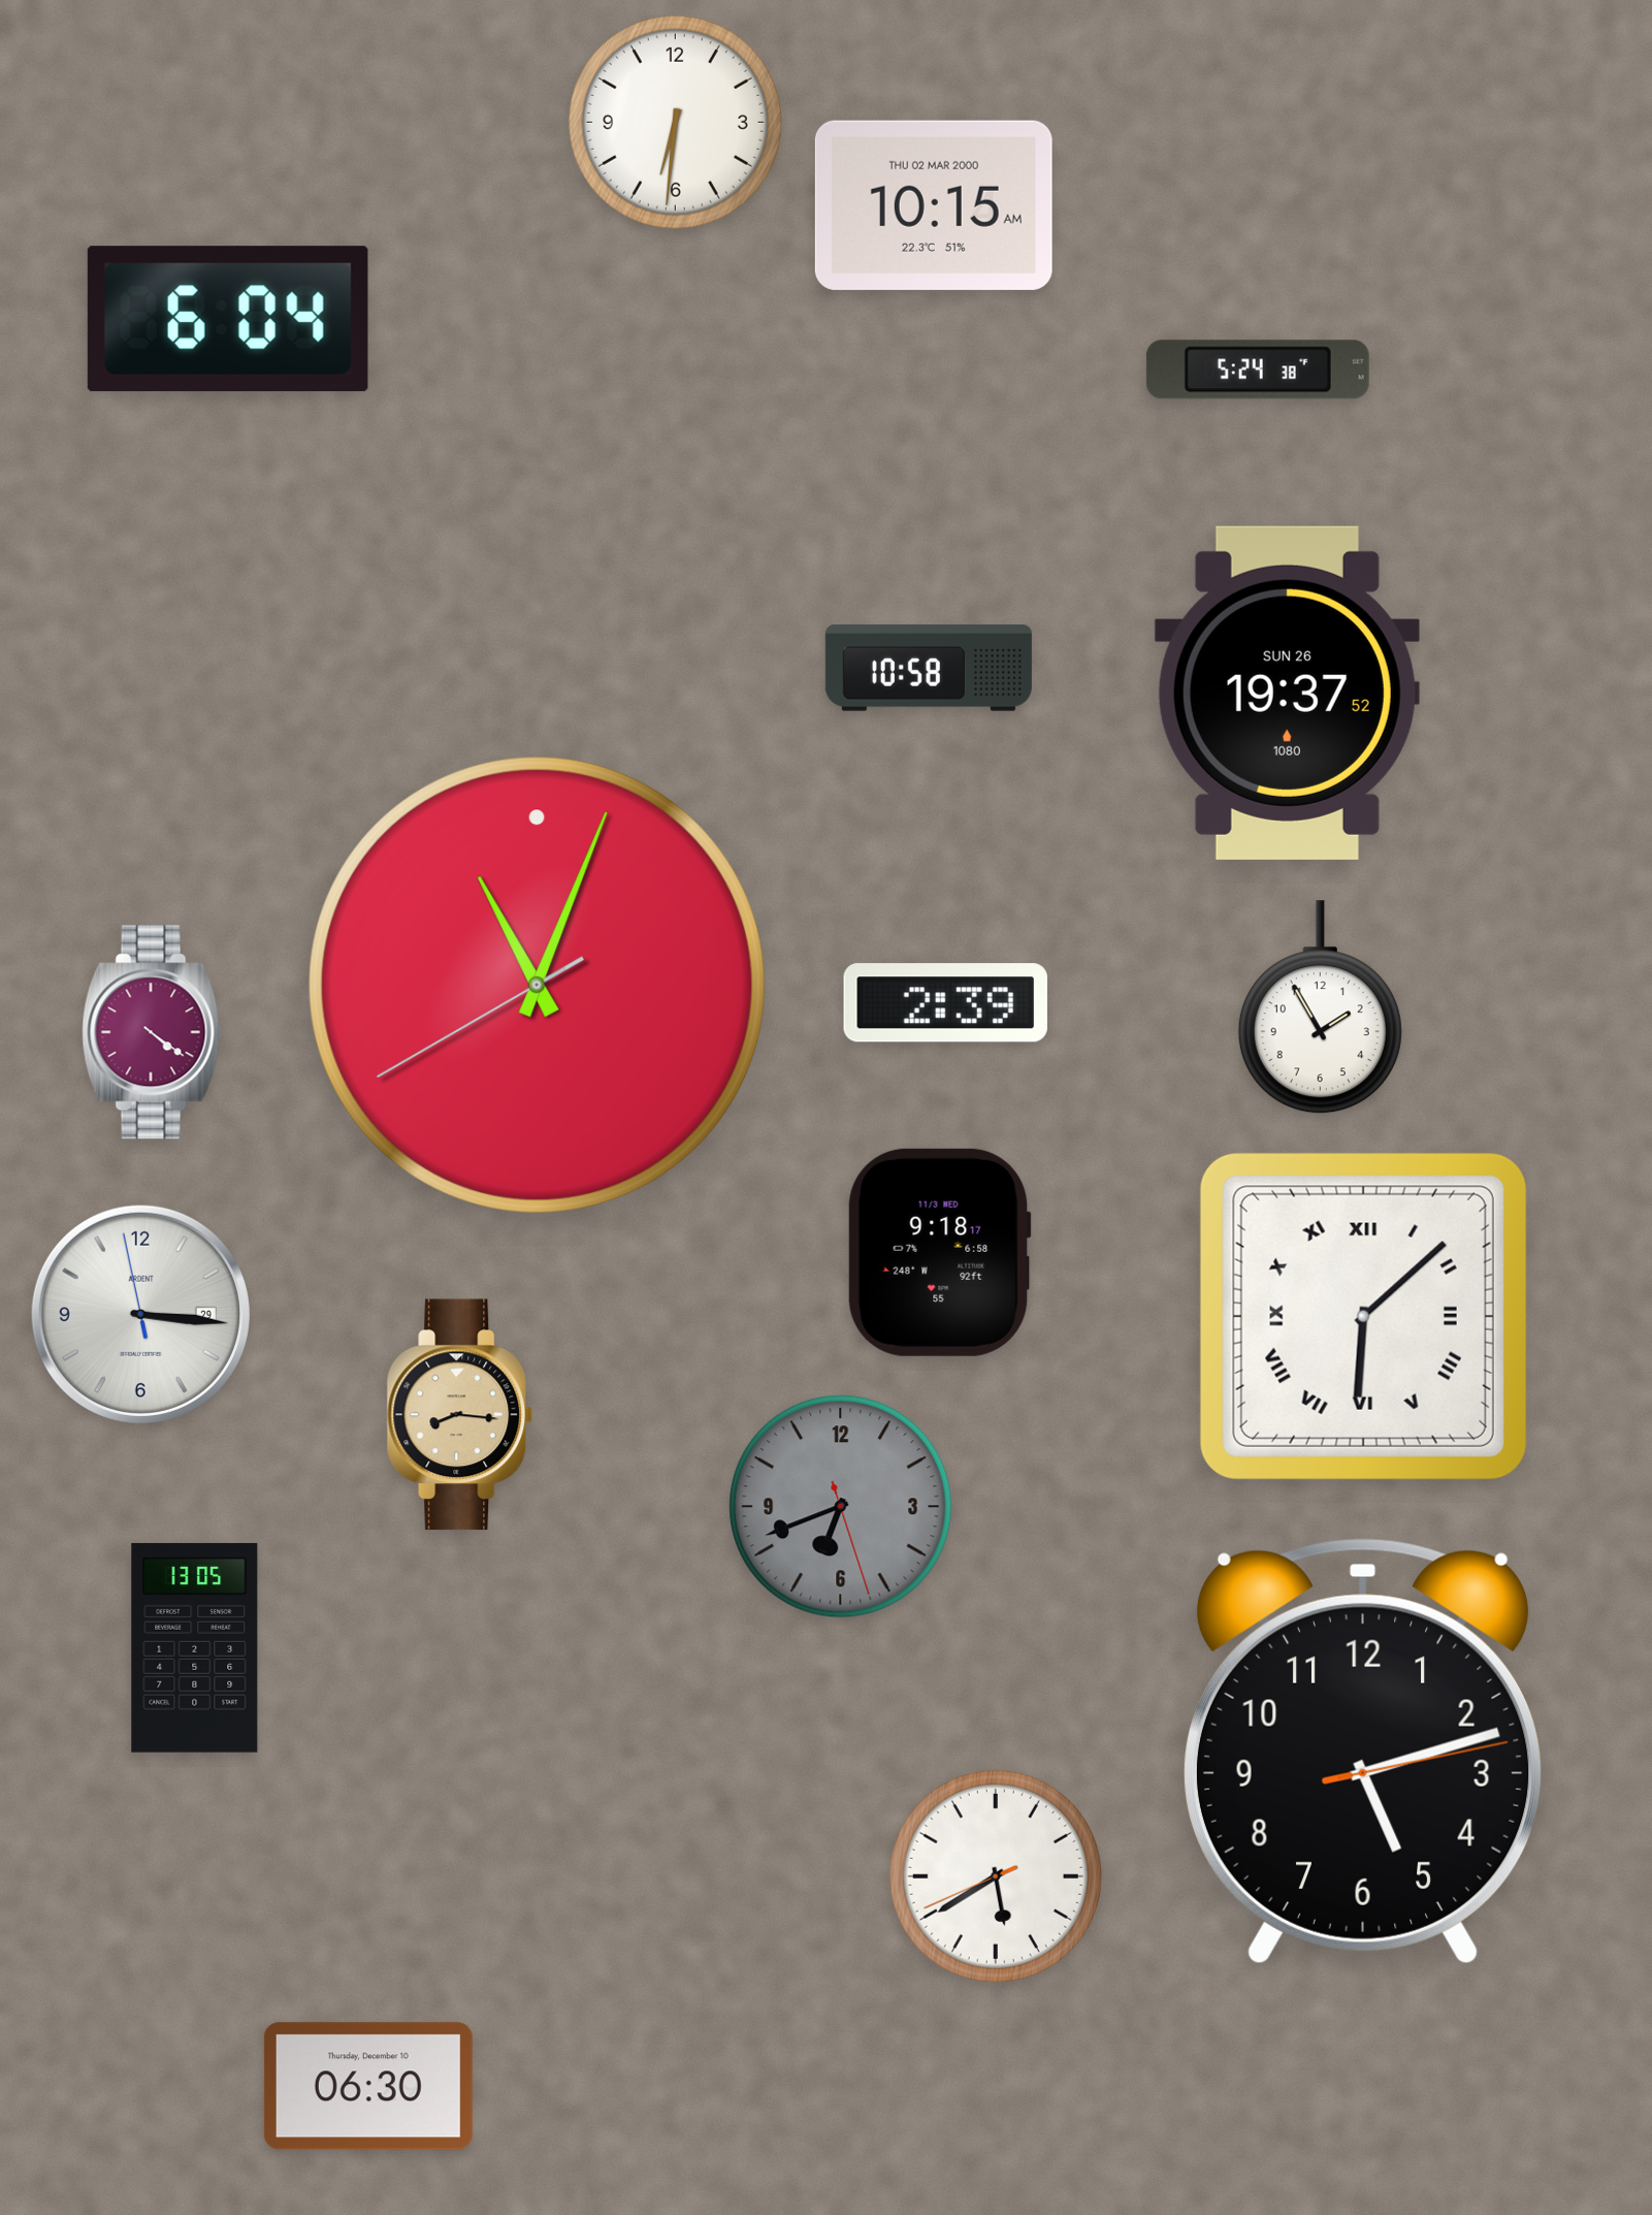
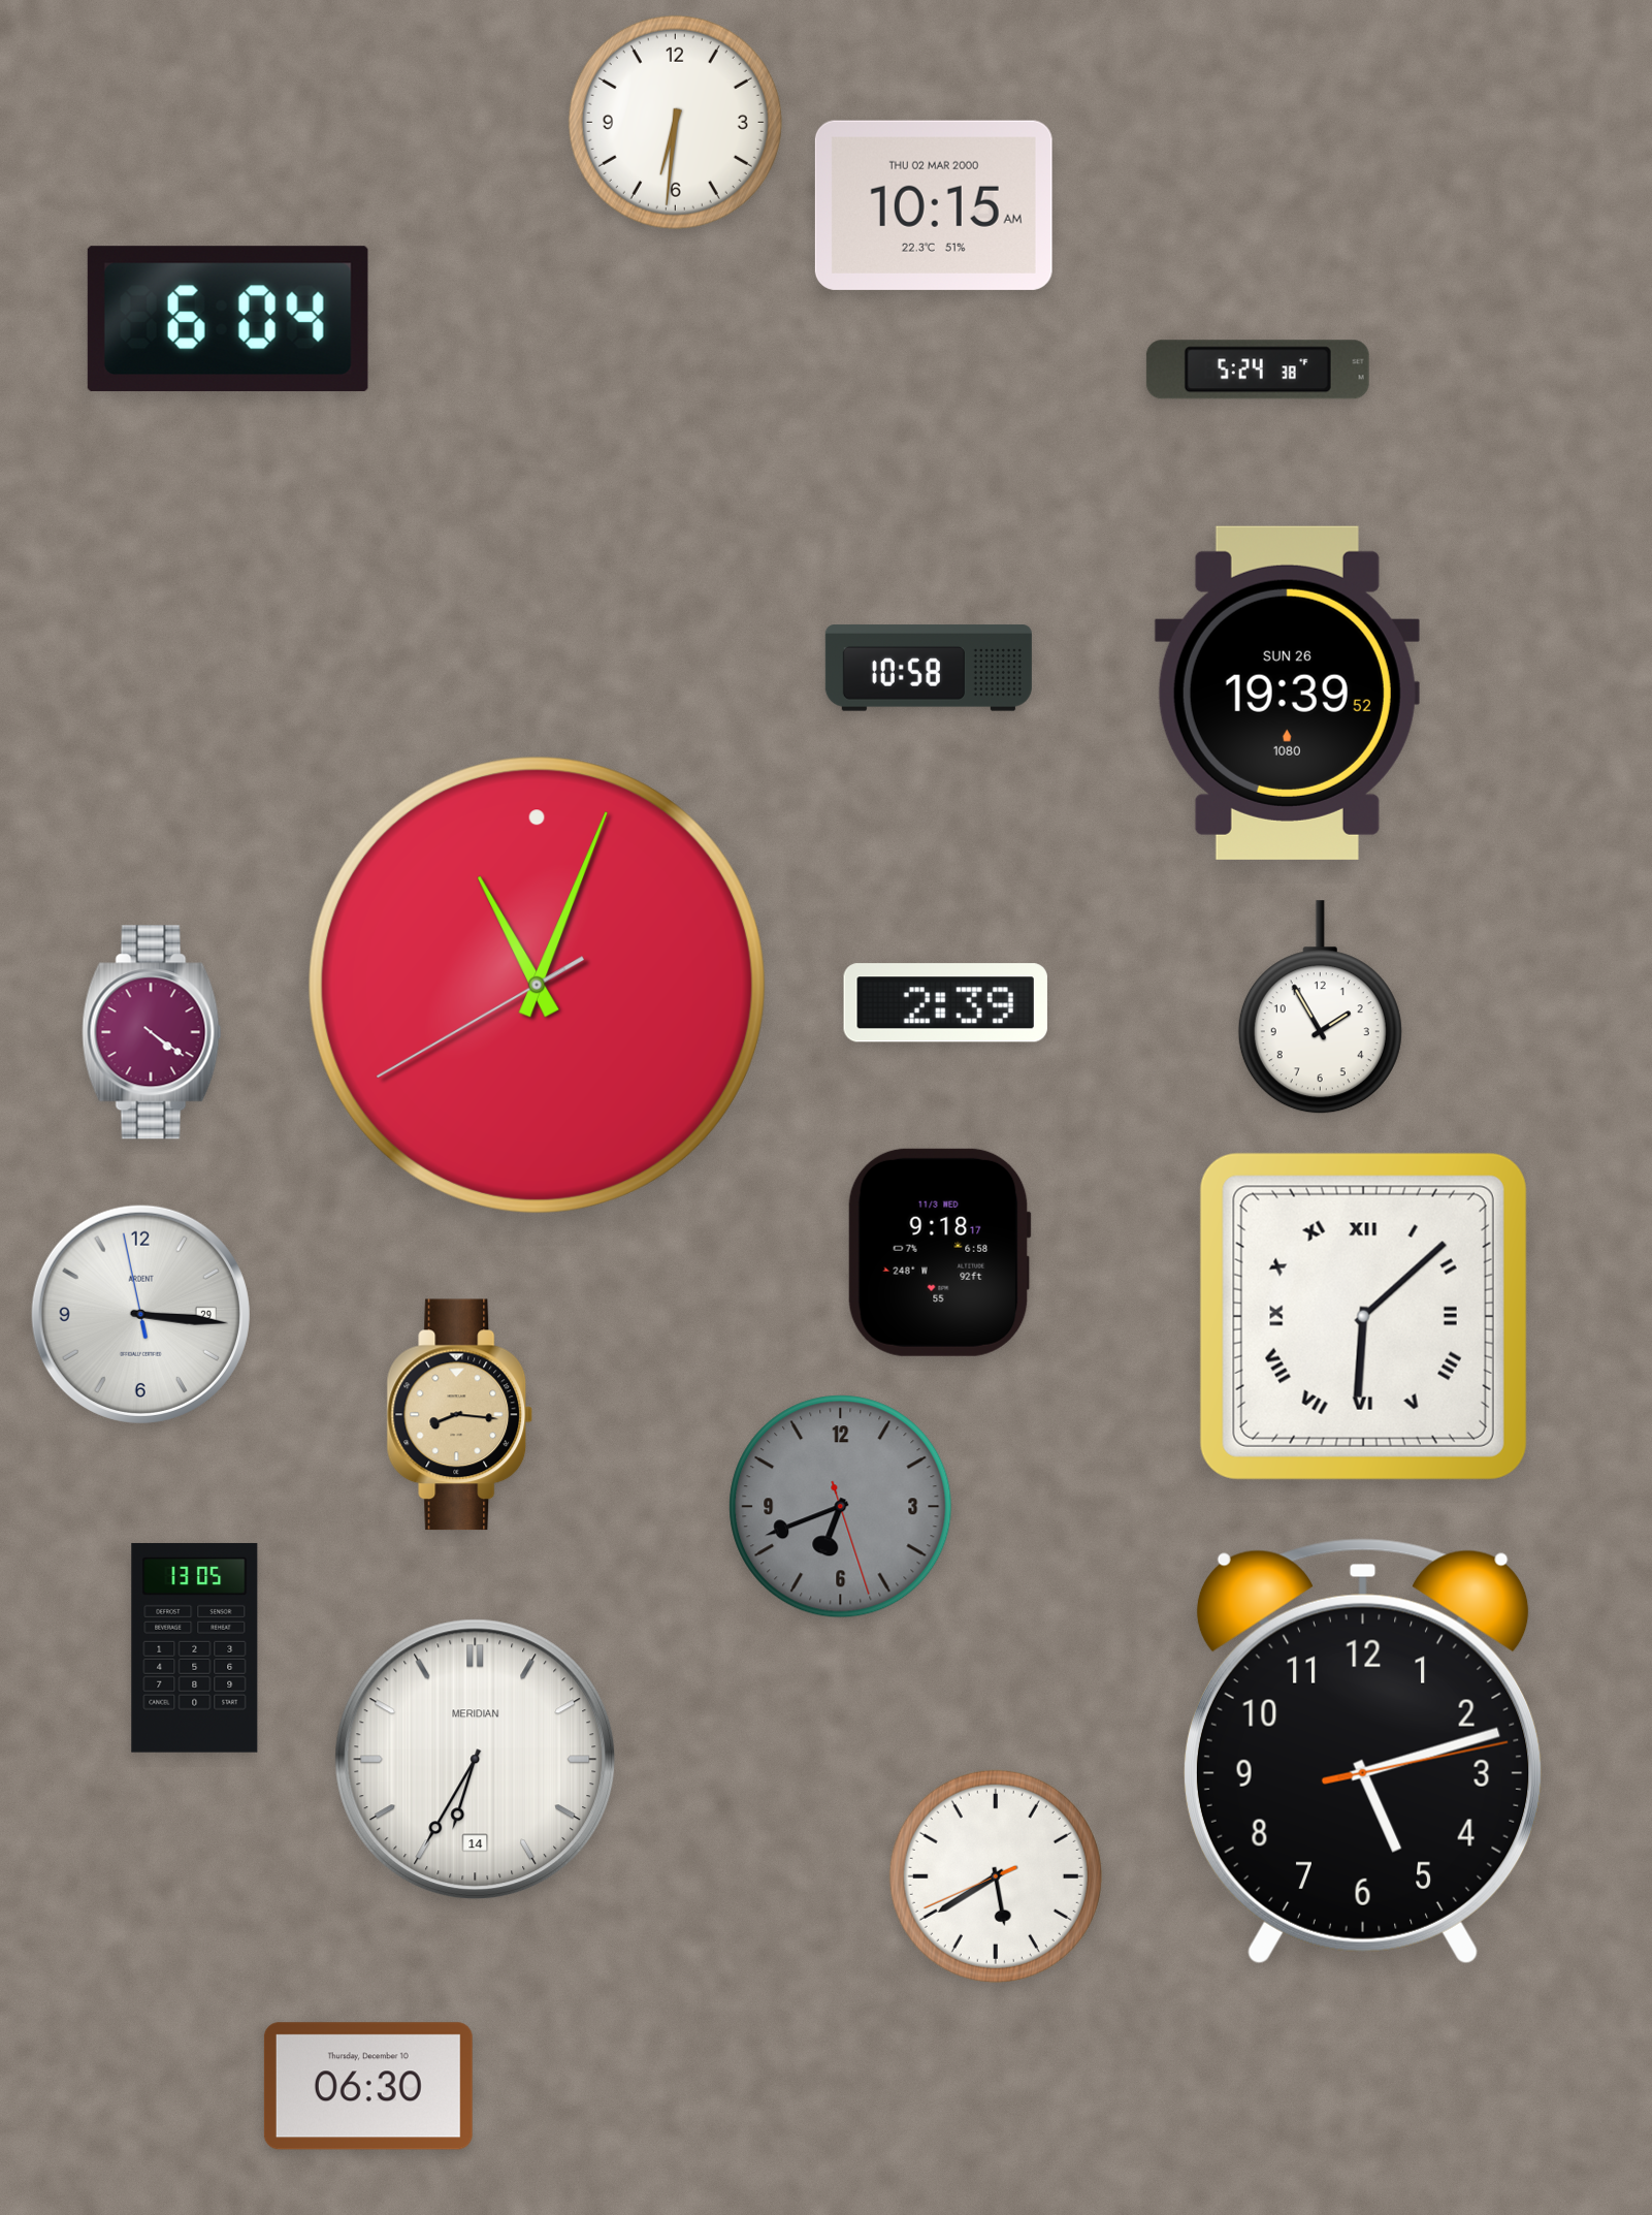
clock at (1287, 693): 19:37 -> 19:39
clock at (476, 1760): none -> 6:35
